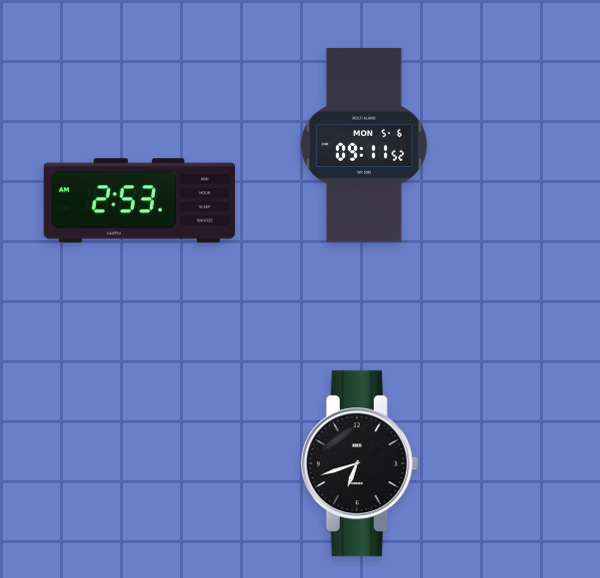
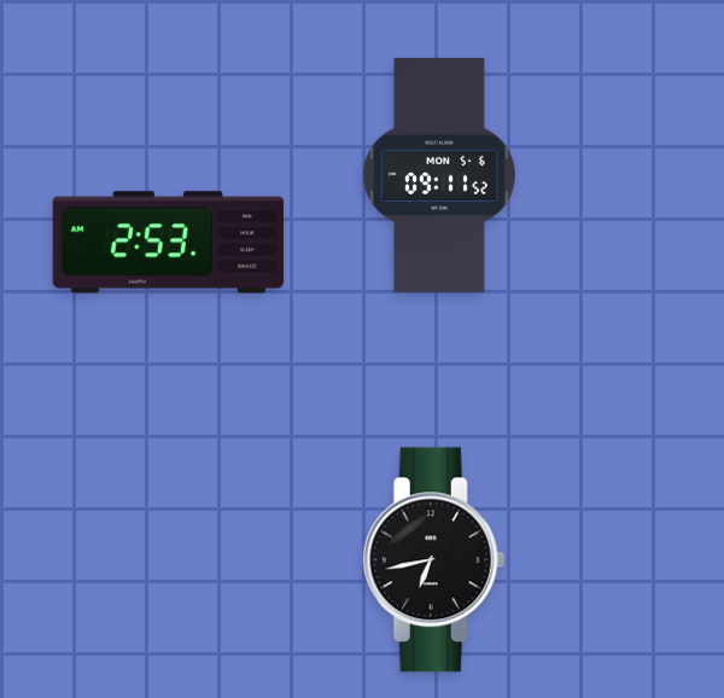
clock at (360, 464): 6:42 -> 6:43
